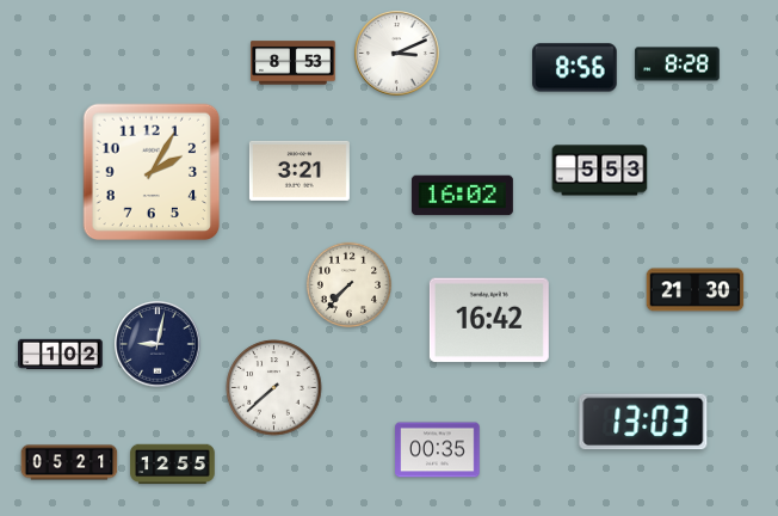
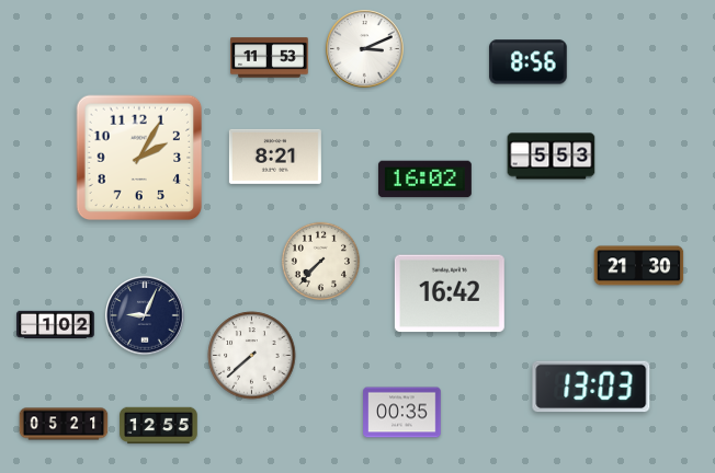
clock at (294, 63): 8:53 -> 11:53
clock at (678, 64): 8:28 -> none
clock at (300, 171): 3:21 -> 8:21
clock at (158, 344): 9:02 -> 9:04
